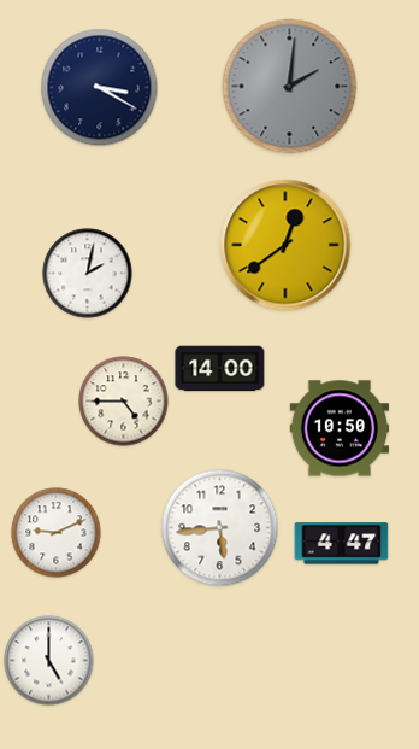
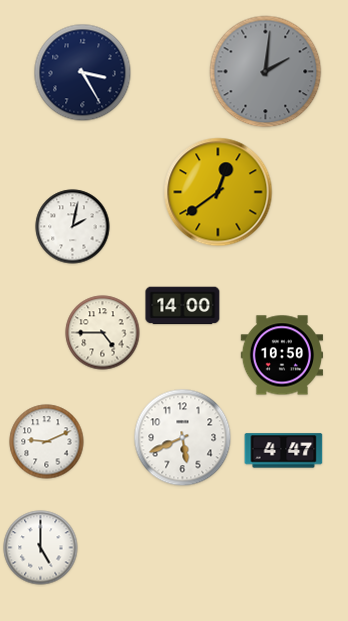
clock at (290, 87) position: (290, 87) -> (266, 72)
clock at (100, 88): 3:20 -> 3:25
clock at (285, 245) position: (285, 245) -> (218, 192)
clock at (220, 528): 5:44 -> 5:41
